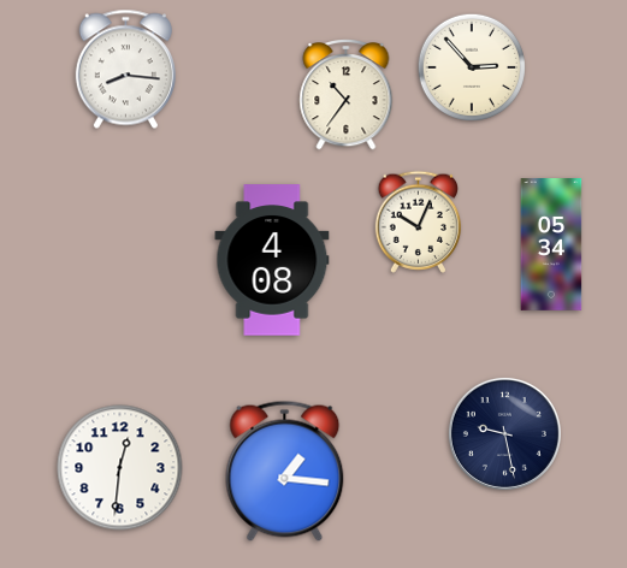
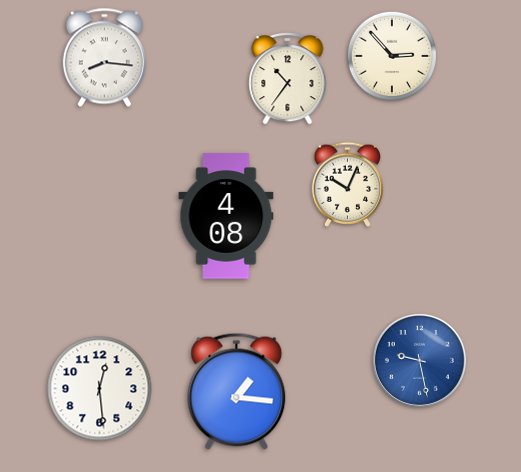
clock at (551, 244): 05:34 -> none
clock at (504, 433) dial: navy -> blue
clock at (120, 468): 12:31 -> 12:29
